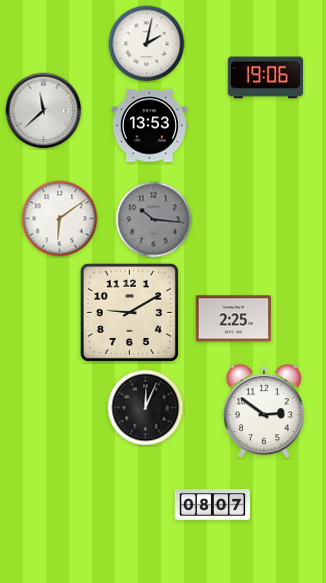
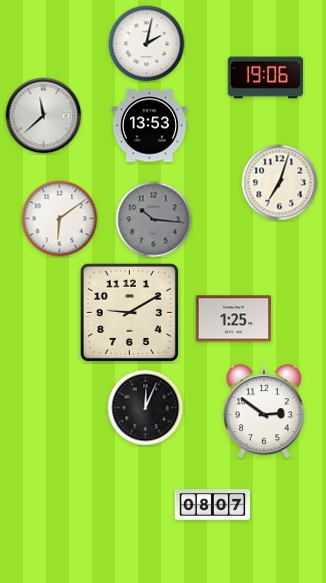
clock at (44, 111) position: (44, 111) -> (44, 116)
clock at (280, 183): none -> 7:03
clock at (234, 319): 2:25 -> 1:25
